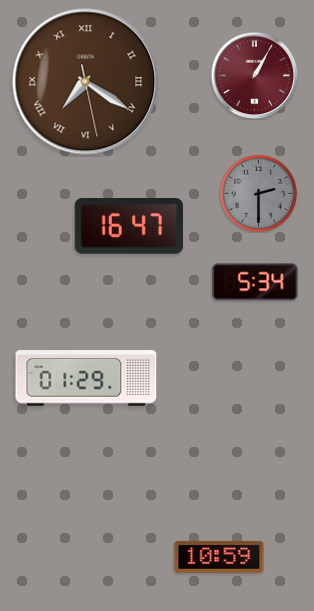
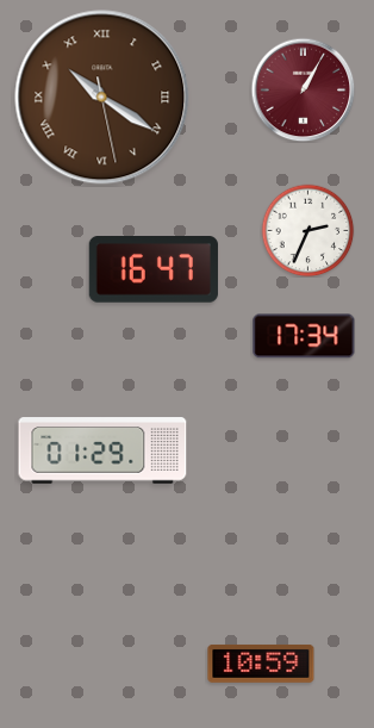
clock at (86, 82): 7:20 -> 10:20
clock at (258, 193): 2:30 -> 2:34
clock at (258, 193) dial: grey -> white
clock at (255, 282): 5:34 -> 17:34
